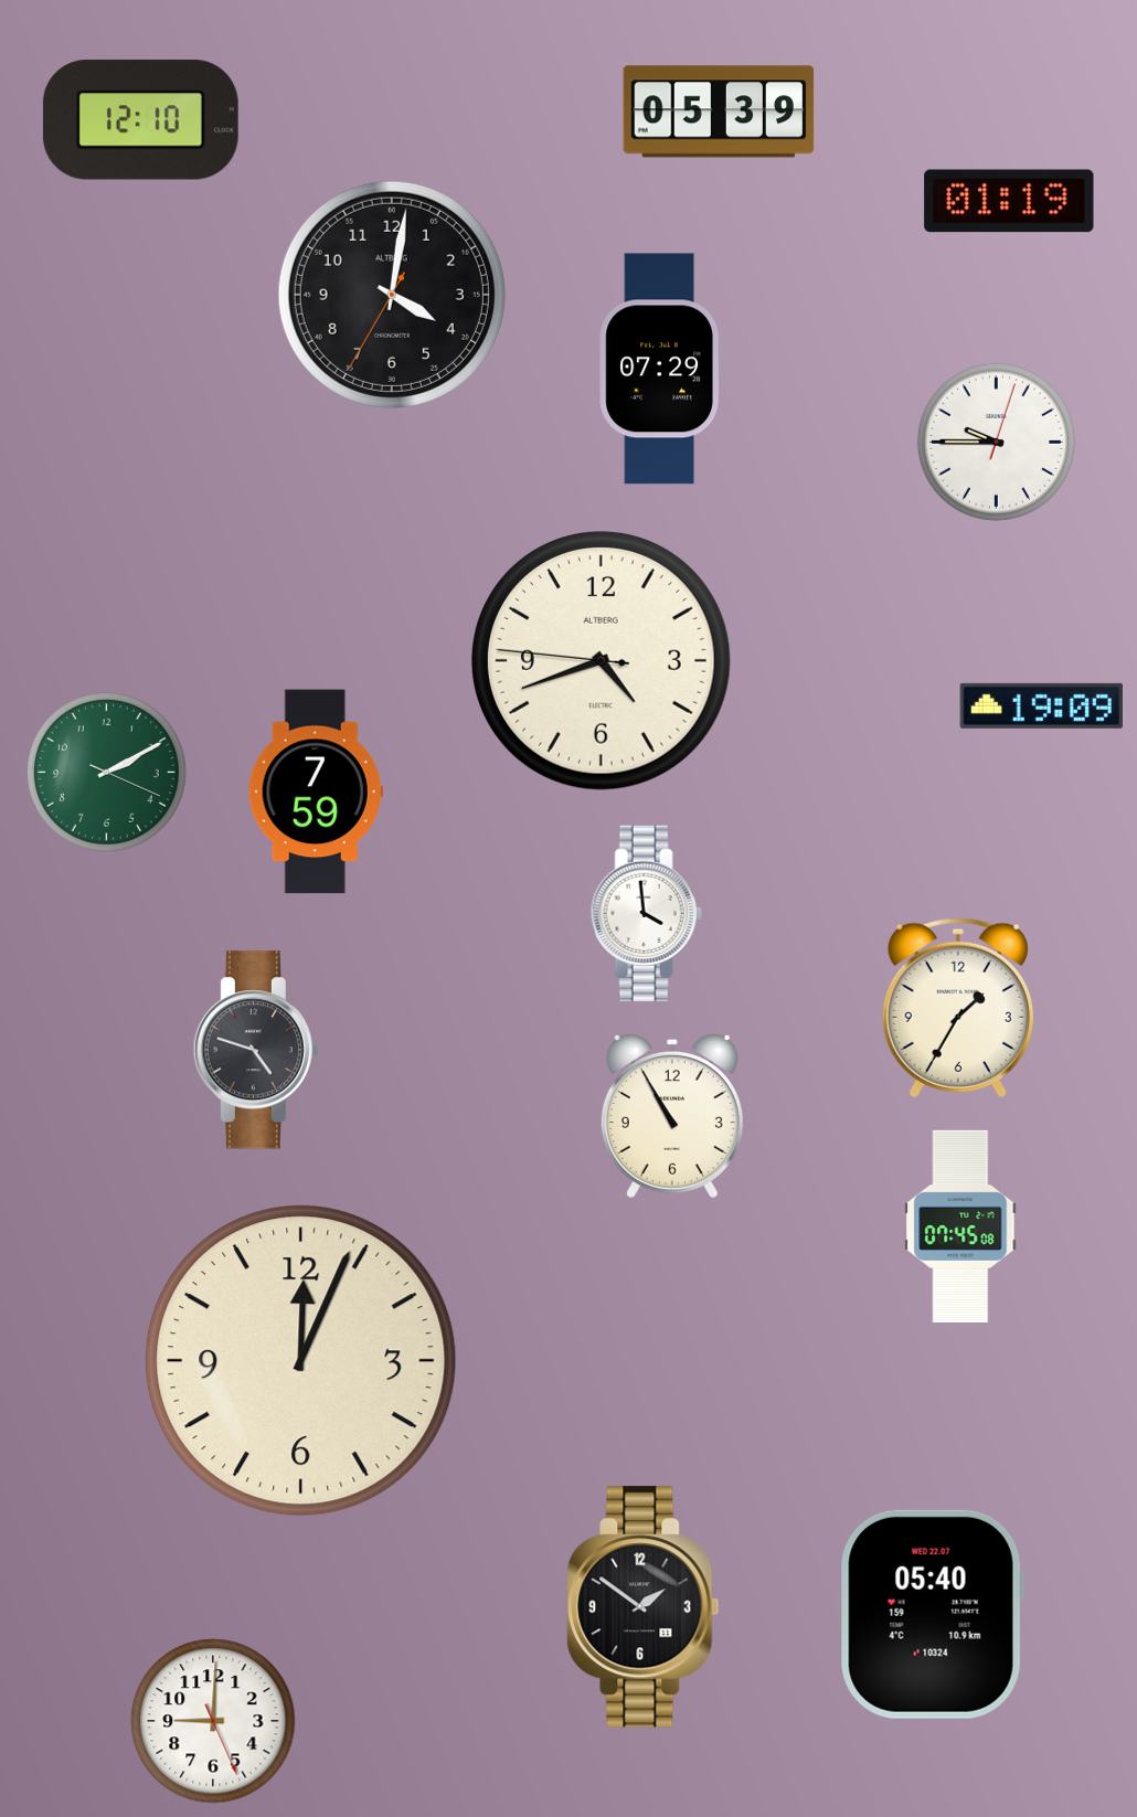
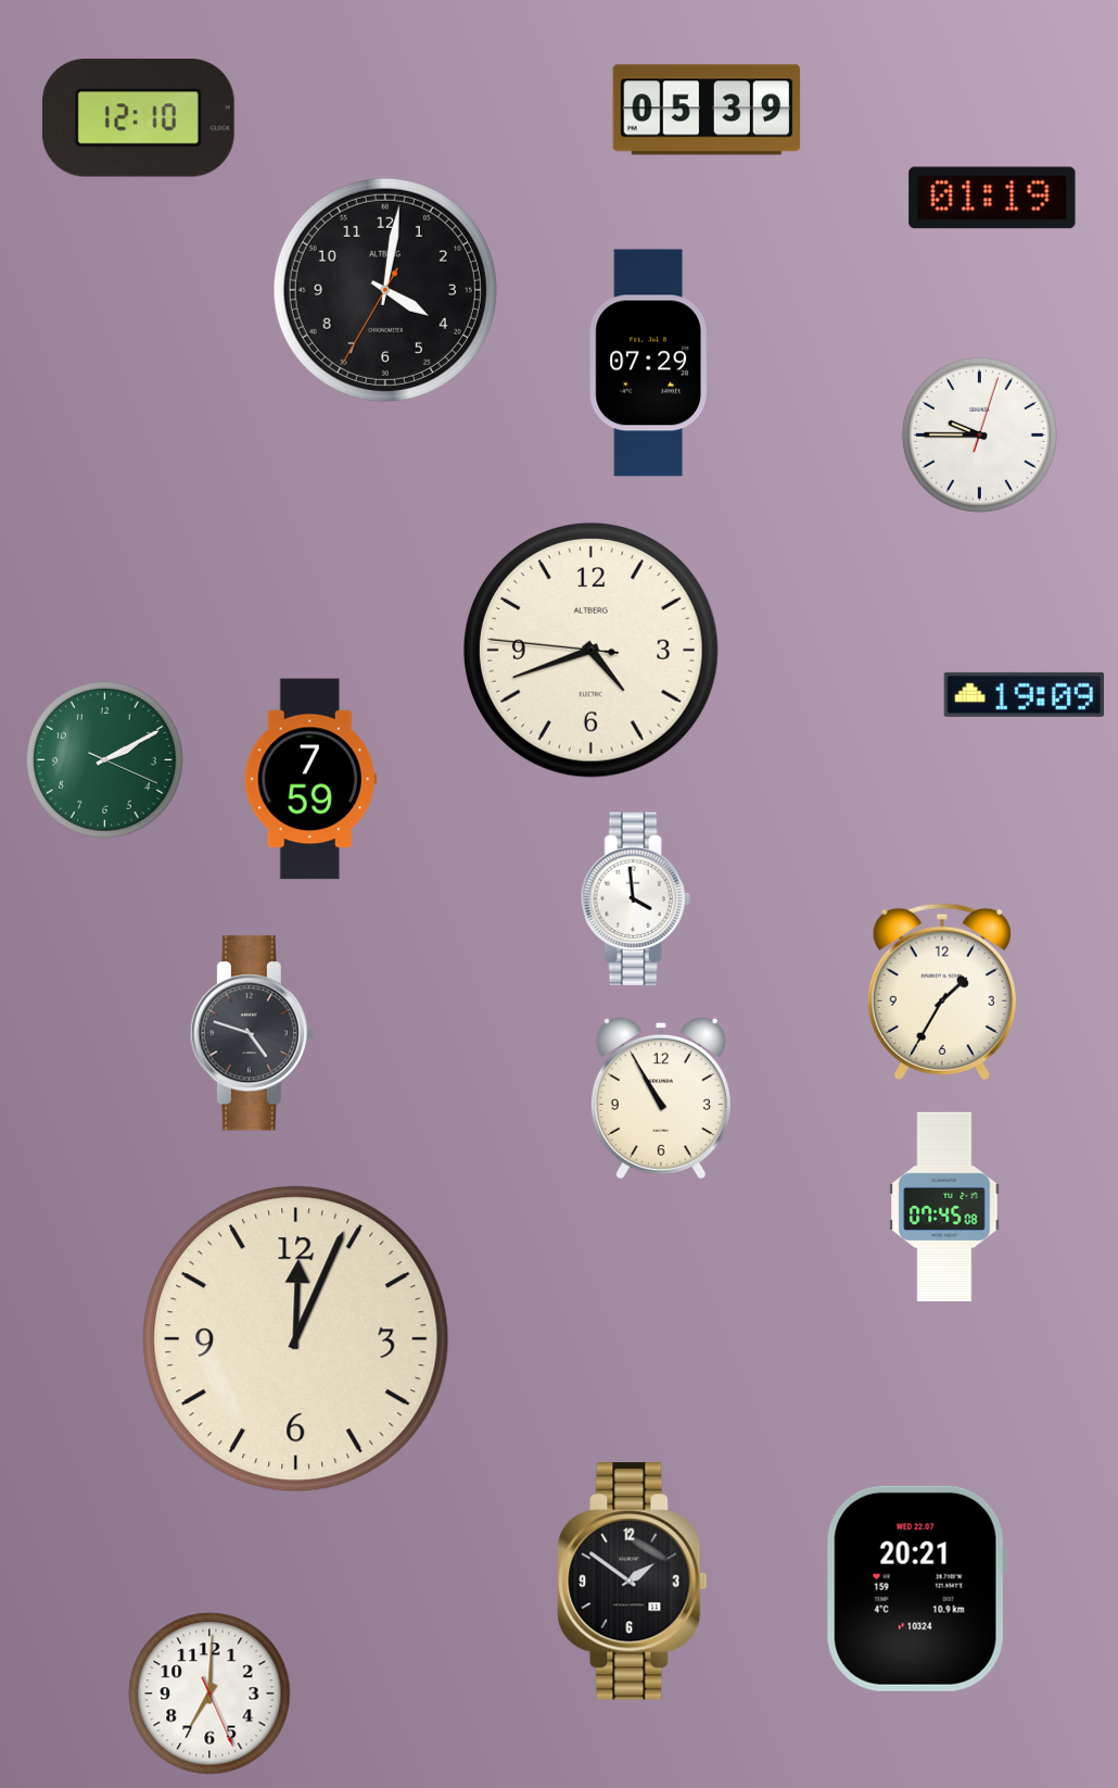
clock at (932, 1614): 05:40 -> 20:21
clock at (213, 1721): 9:00 -> 7:00
